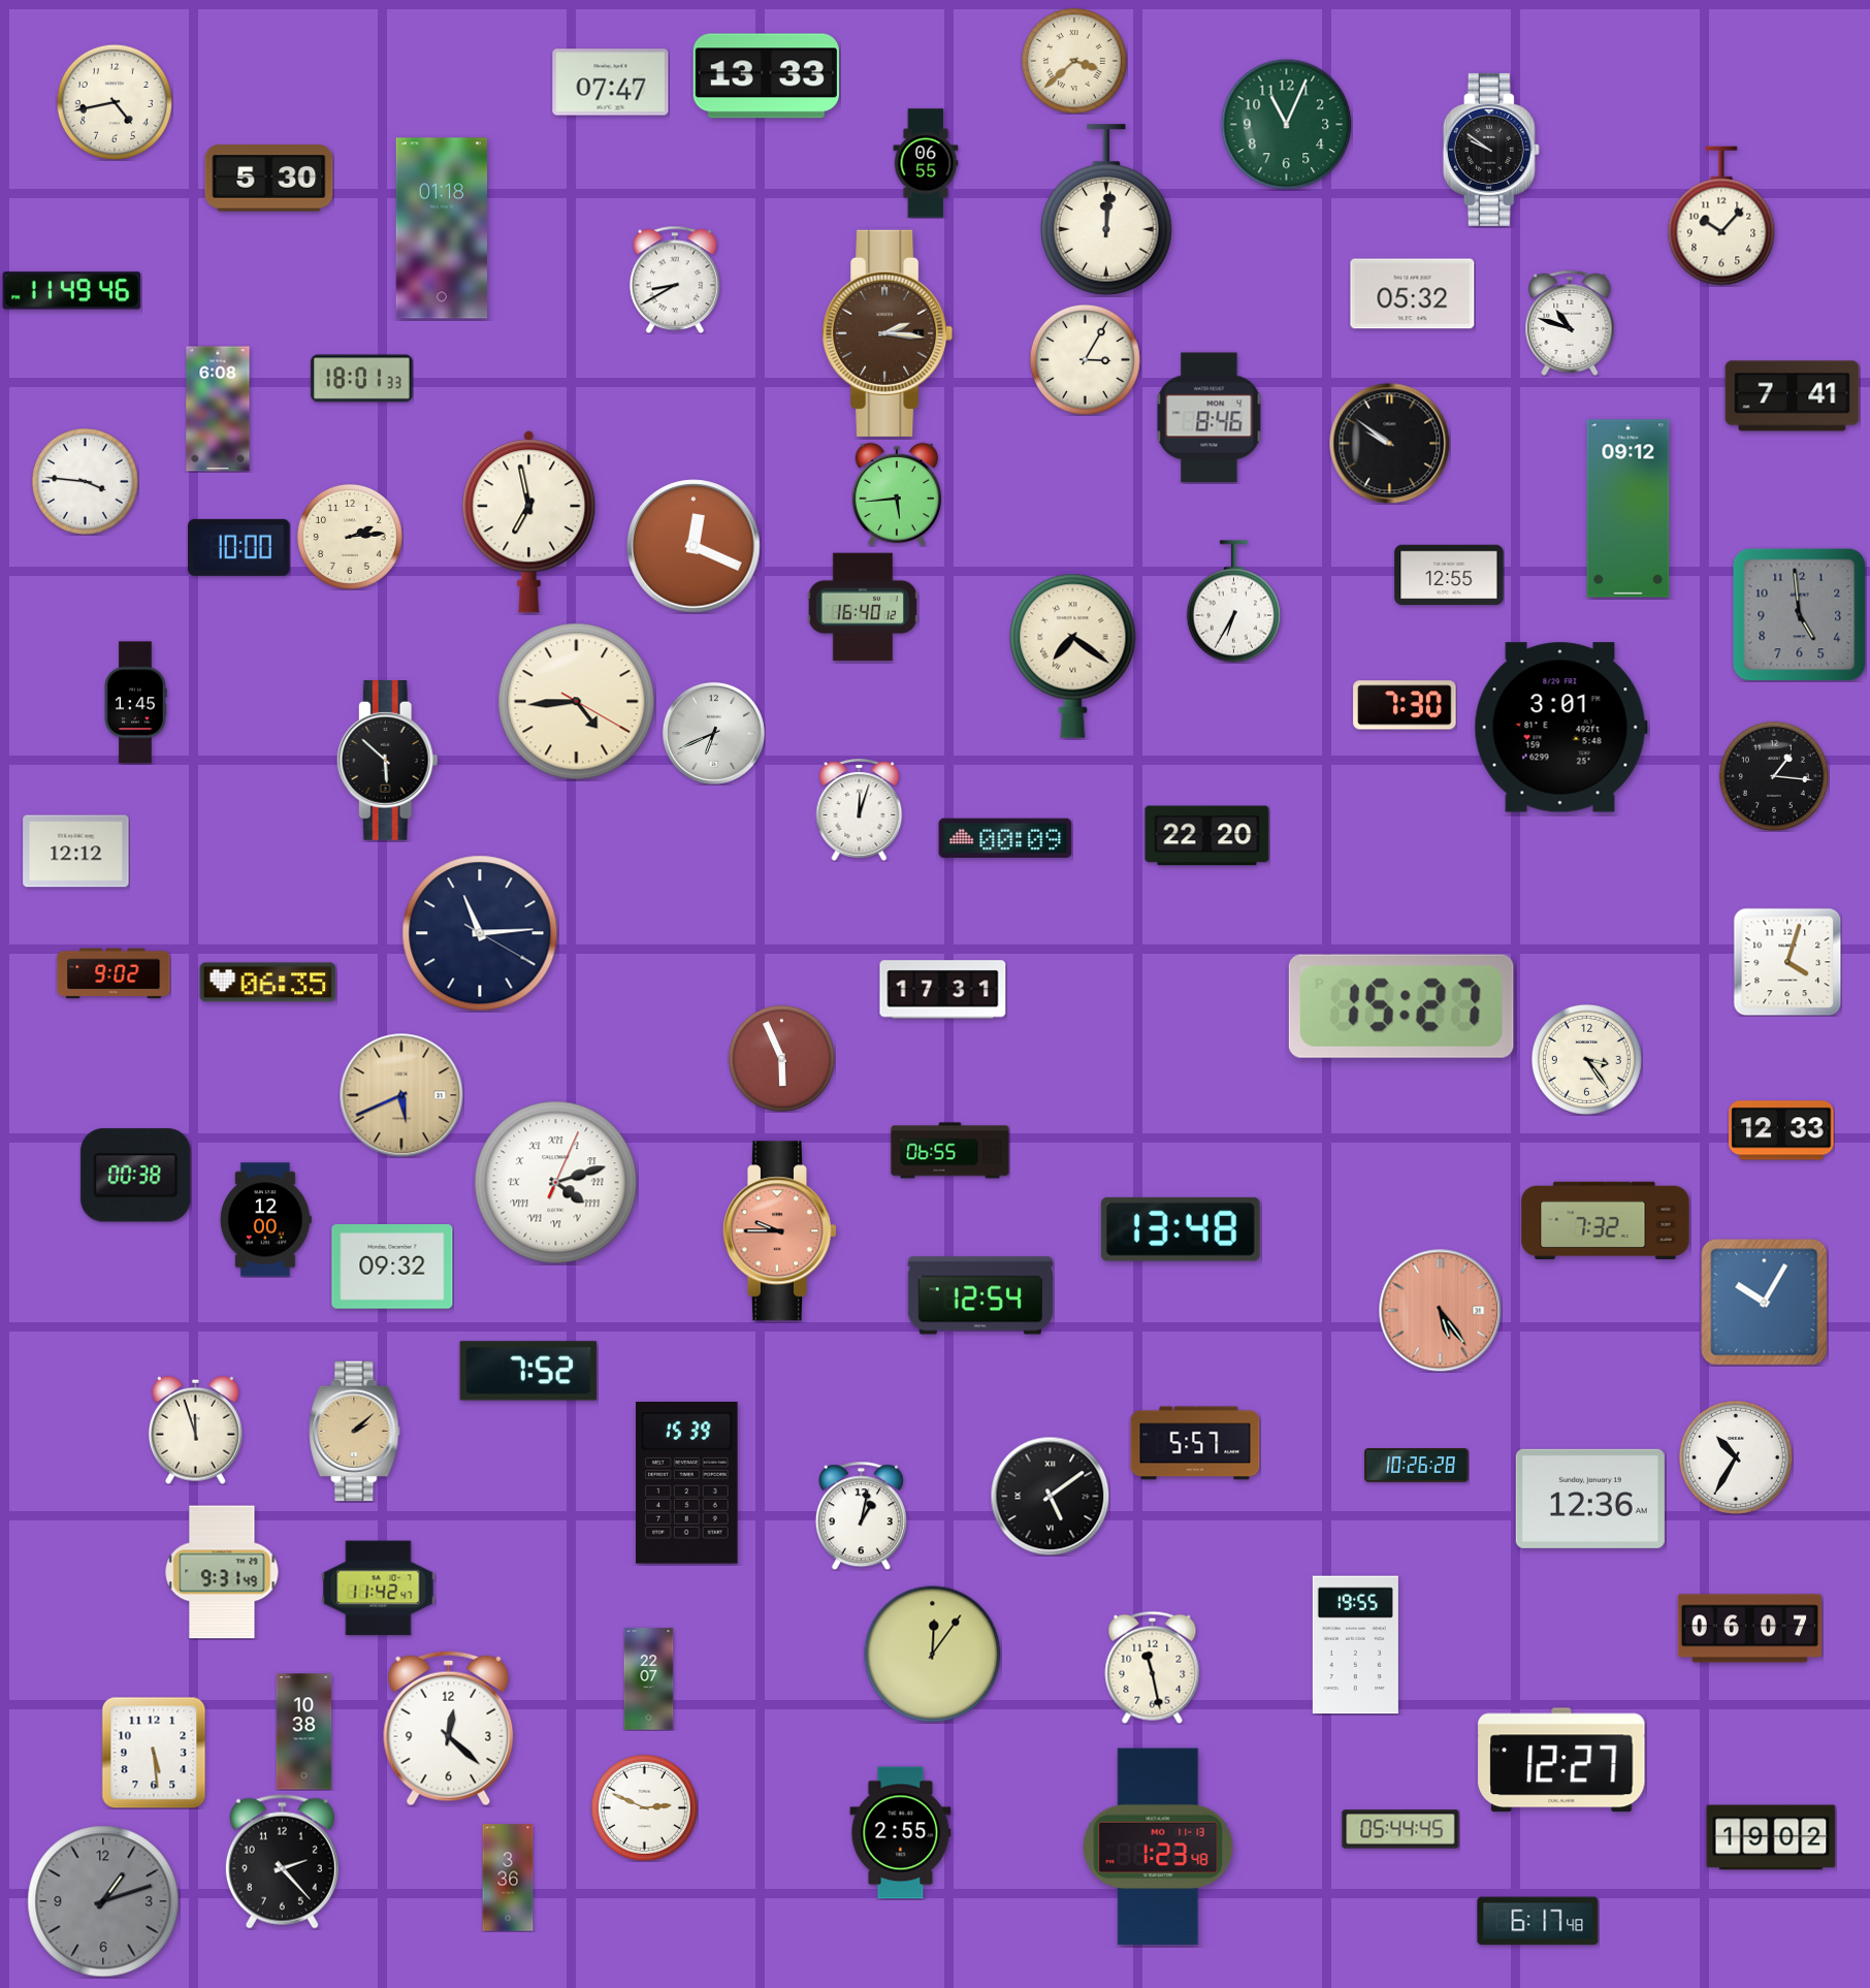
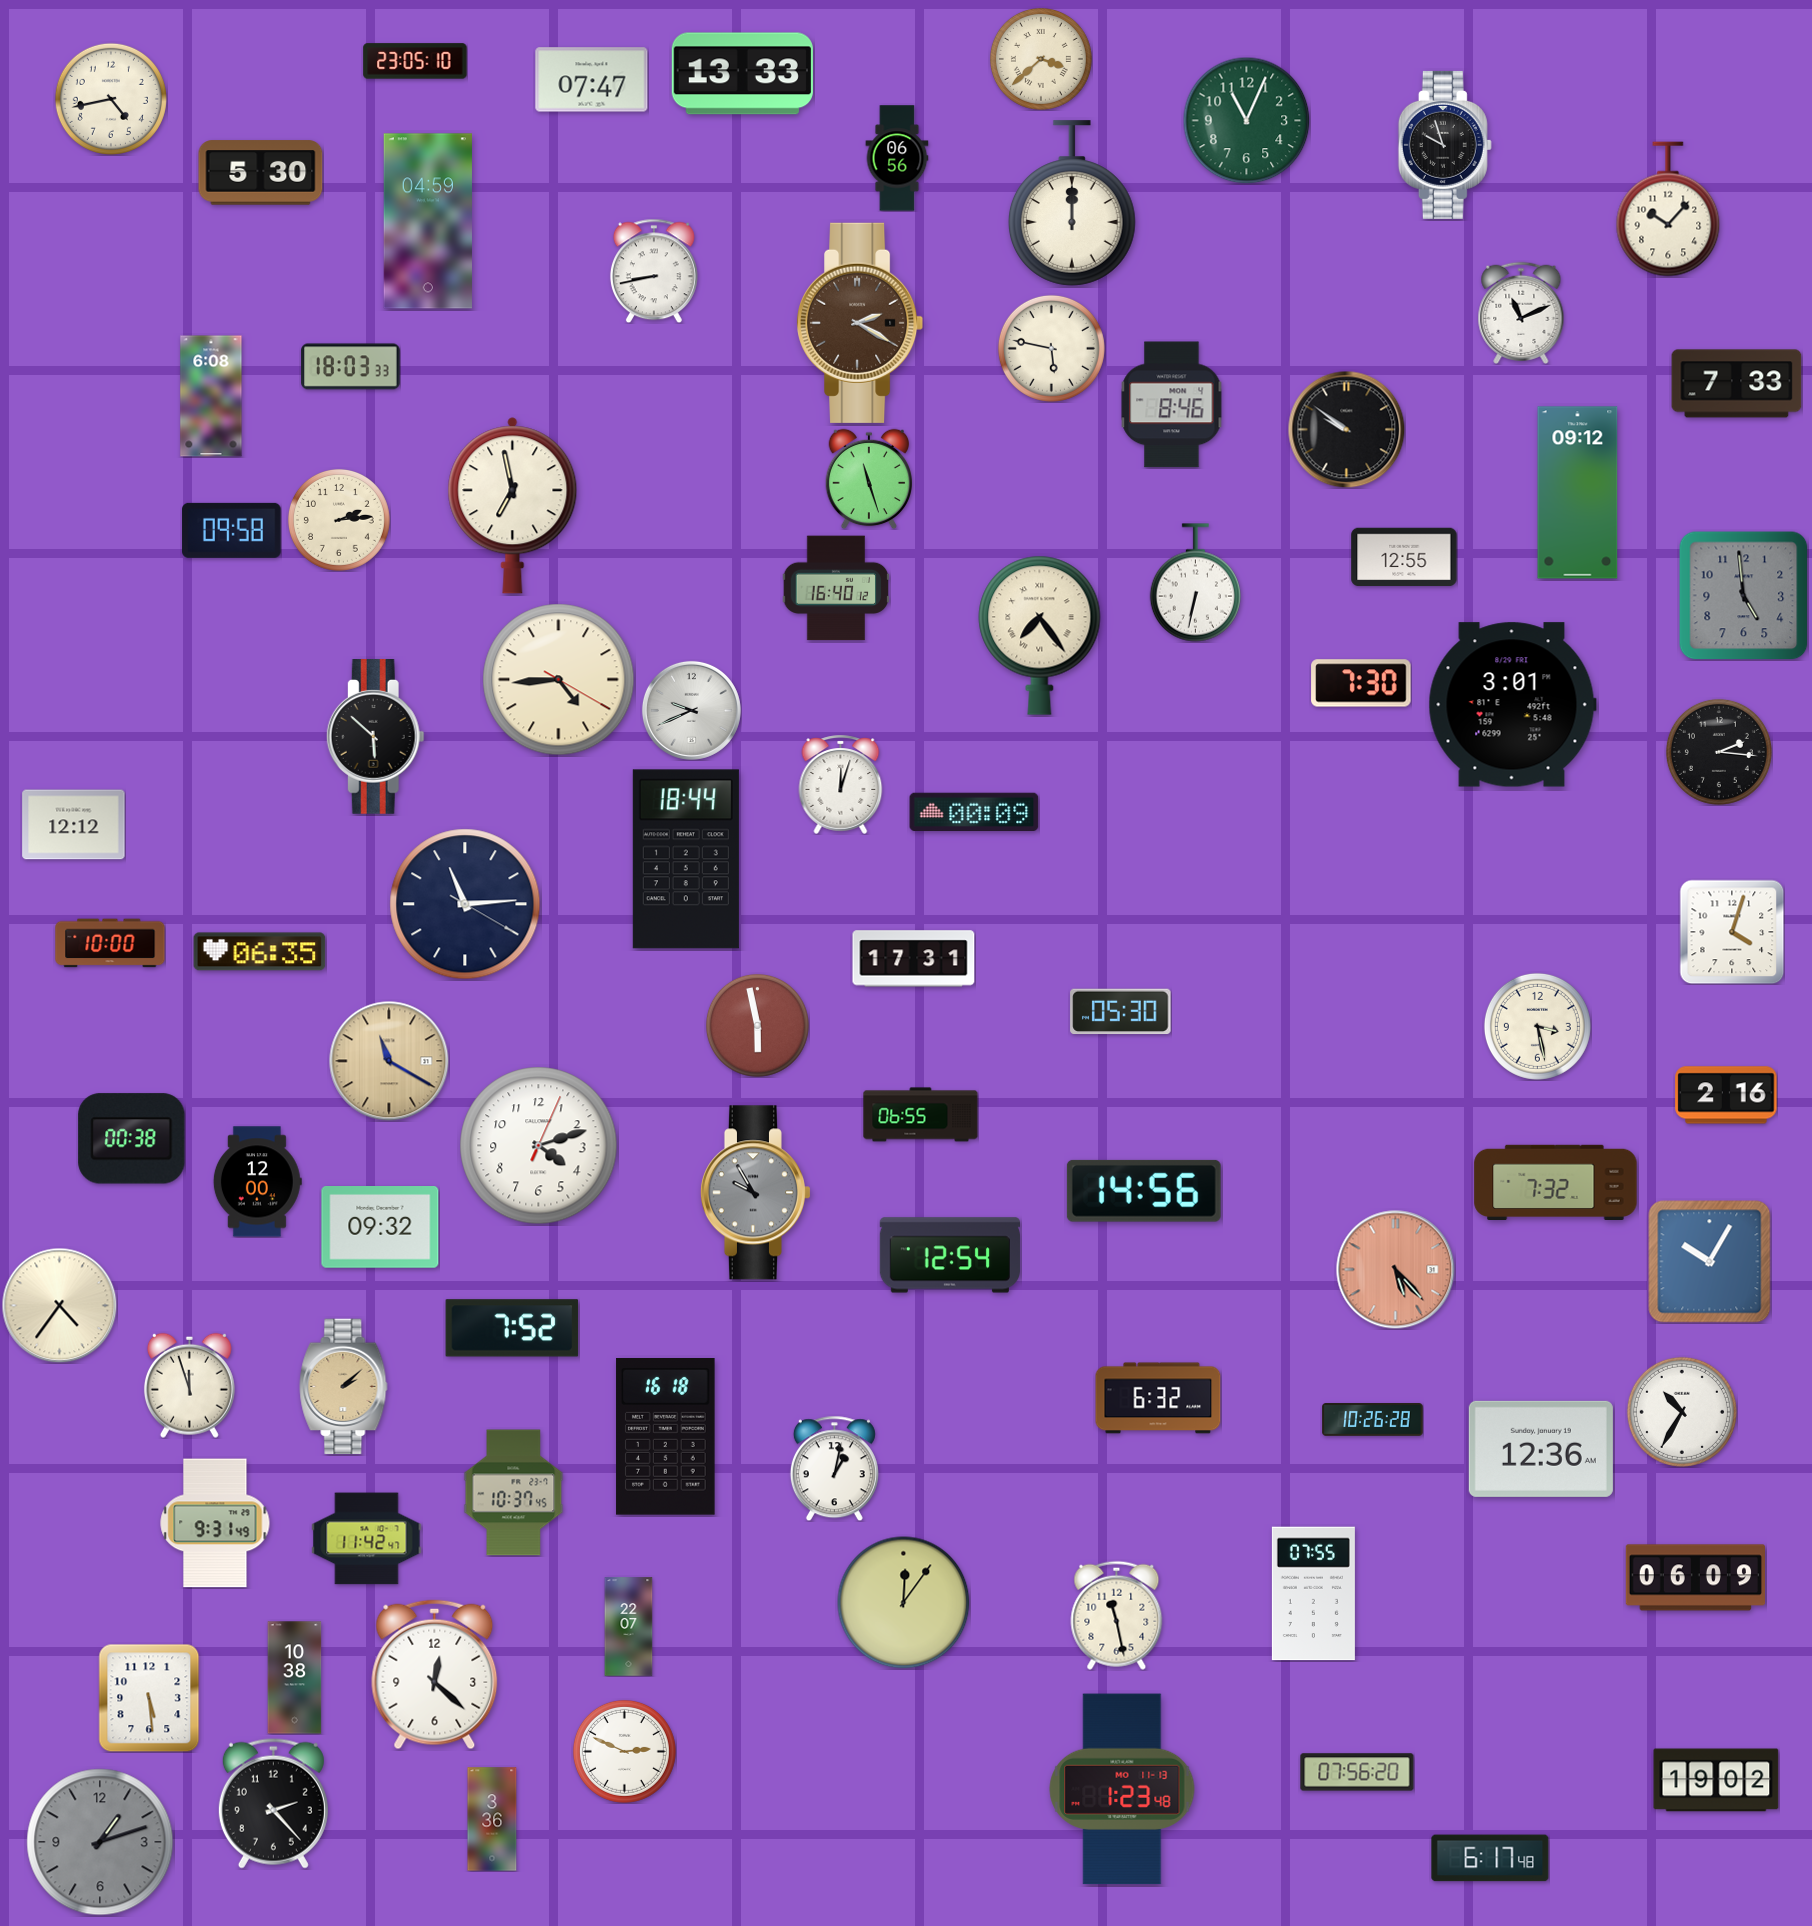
clock at (415, 61): none -> 23:05
clock at (1491, 150): 9:51 -> 9:57
clock at (926, 163): 06:55 -> 06:56
clock at (1106, 210): 12:01 -> 12:00
clock at (442, 228): 01:18 -> 04:59
clock at (675, 280): 8:40 -> 8:43
clock at (72, 291): 11:49 -> none
clock at (1413, 294): 05:32 -> none
clock at (1570, 323): 10:48 -> 11:11
clock at (888, 333): 2:16 -> 2:20
clock at (1085, 359): 3:05 -> 5:47
clock at (362, 379): 18:01 -> 18:03
clock at (1793, 396): 7:41 -> 7:33
clock at (85, 481): 3:46 -> none
clock at (897, 494): 5:44 -> 11:27
clock at (694, 546): 12:19 -> none
clock at (239, 547): 10:00 -> 09:58
clock at (1233, 602): 6:35 -> 6:32
clock at (1073, 655): 7:21 -> 7:24
clock at (135, 703): 1:45 -> none
clock at (713, 733): 6:41 -> 9:41
clock at (1774, 776): 1:16 -> 2:16
clock at (860, 809) position: (860, 809) -> (841, 784)
clock at (1207, 836): 22:20 -> none
clock at (686, 859): none -> 18:44
clock at (114, 973): 9:02 -> 10:00
clock at (1401, 1006): 15:27 -> none
clock at (1121, 1012): none -> 05:30
clock at (781, 1058): 5:56 -> 5:58
clock at (1586, 1059): 3:24 -> 3:28
clock at (401, 1095): 5:41 -> 11:20
clock at (1781, 1130): 12:33 -> 2:16
clock at (556, 1183) numerals: Roman -> Arabic
clock at (1181, 1229): 13:48 -> 14:56
clock at (779, 1231): 9:45 -> 9:55
clock at (779, 1231) dial: salmon -> grey
clock at (1441, 1311): 5:24 -> 5:23
clock at (59, 1305): none -> 4:36
clock at (1195, 1443): 5:57 -> 6:32
clock at (687, 1483): 15:39 -> 16:18
clock at (1050, 1496): 5:09 -> none
clock at (1590, 1499) position: (1590, 1499) -> (1541, 1449)
clock at (514, 1493): none -> 10:37
clock at (1749, 1629): 06:07 -> 06:09
clock at (1355, 1645): 19:55 -> 07:55
clock at (1561, 1760): 12:27 -> none
clock at (1400, 1829): 05:44 -> 07:56
clock at (901, 1833): 2:55 -> none
clock at (1538, 1921) position: (1538, 1921) -> (1490, 1858)
